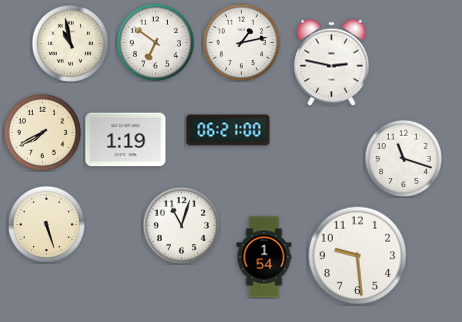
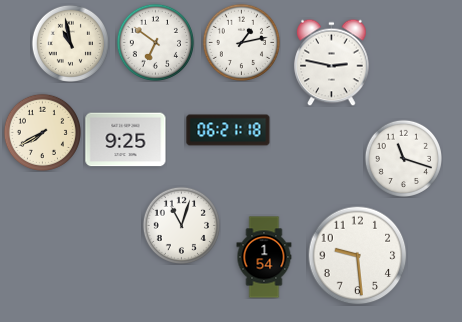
clock at (228, 130): 06:21:00 -> 06:21:18
clock at (126, 140): 1:19 -> 9:25
clock at (46, 224): 5:27 -> none
